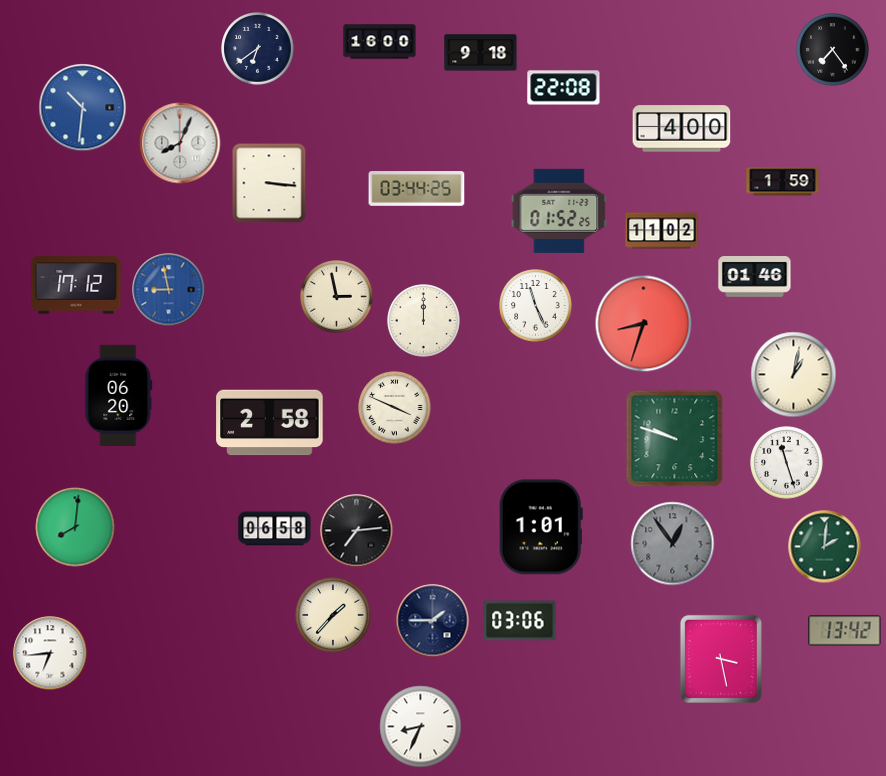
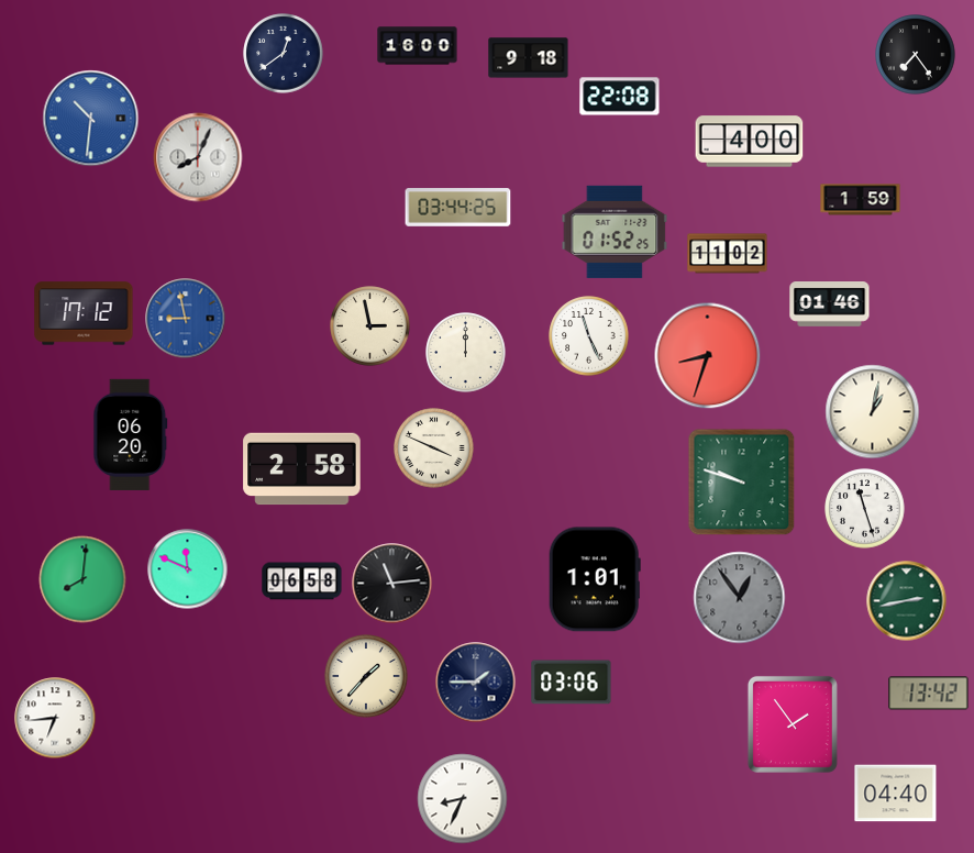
clock at (258, 49): 6:39 -> 12:39
clock at (269, 183): 3:16 -> none
clock at (270, 423) position: (270, 423) -> (302, 469)
clock at (188, 569): none -> 11:49
clock at (357, 531): 7:14 -> 11:14
clock at (825, 547): 2:01 -> 2:43
clock at (721, 659): 3:28 -> 1:54
clock at (896, 794): none -> 04:40
